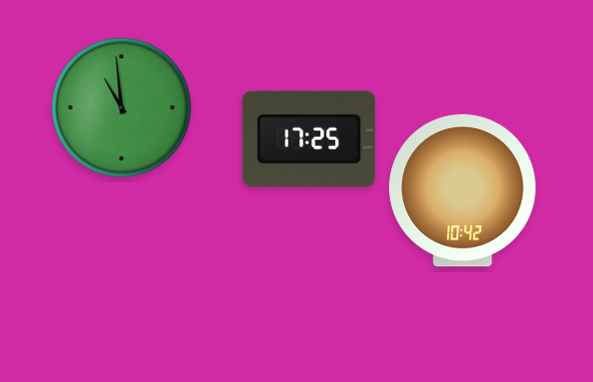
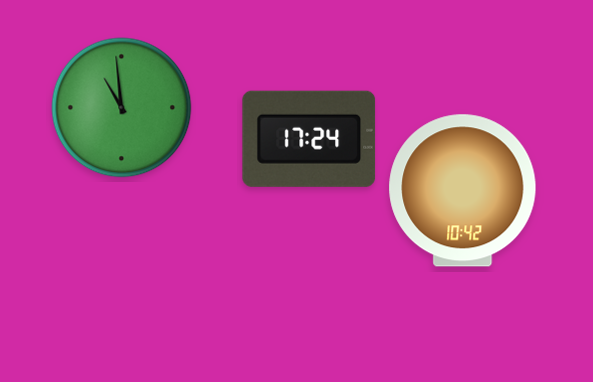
clock at (309, 139): 17:25 -> 17:24
